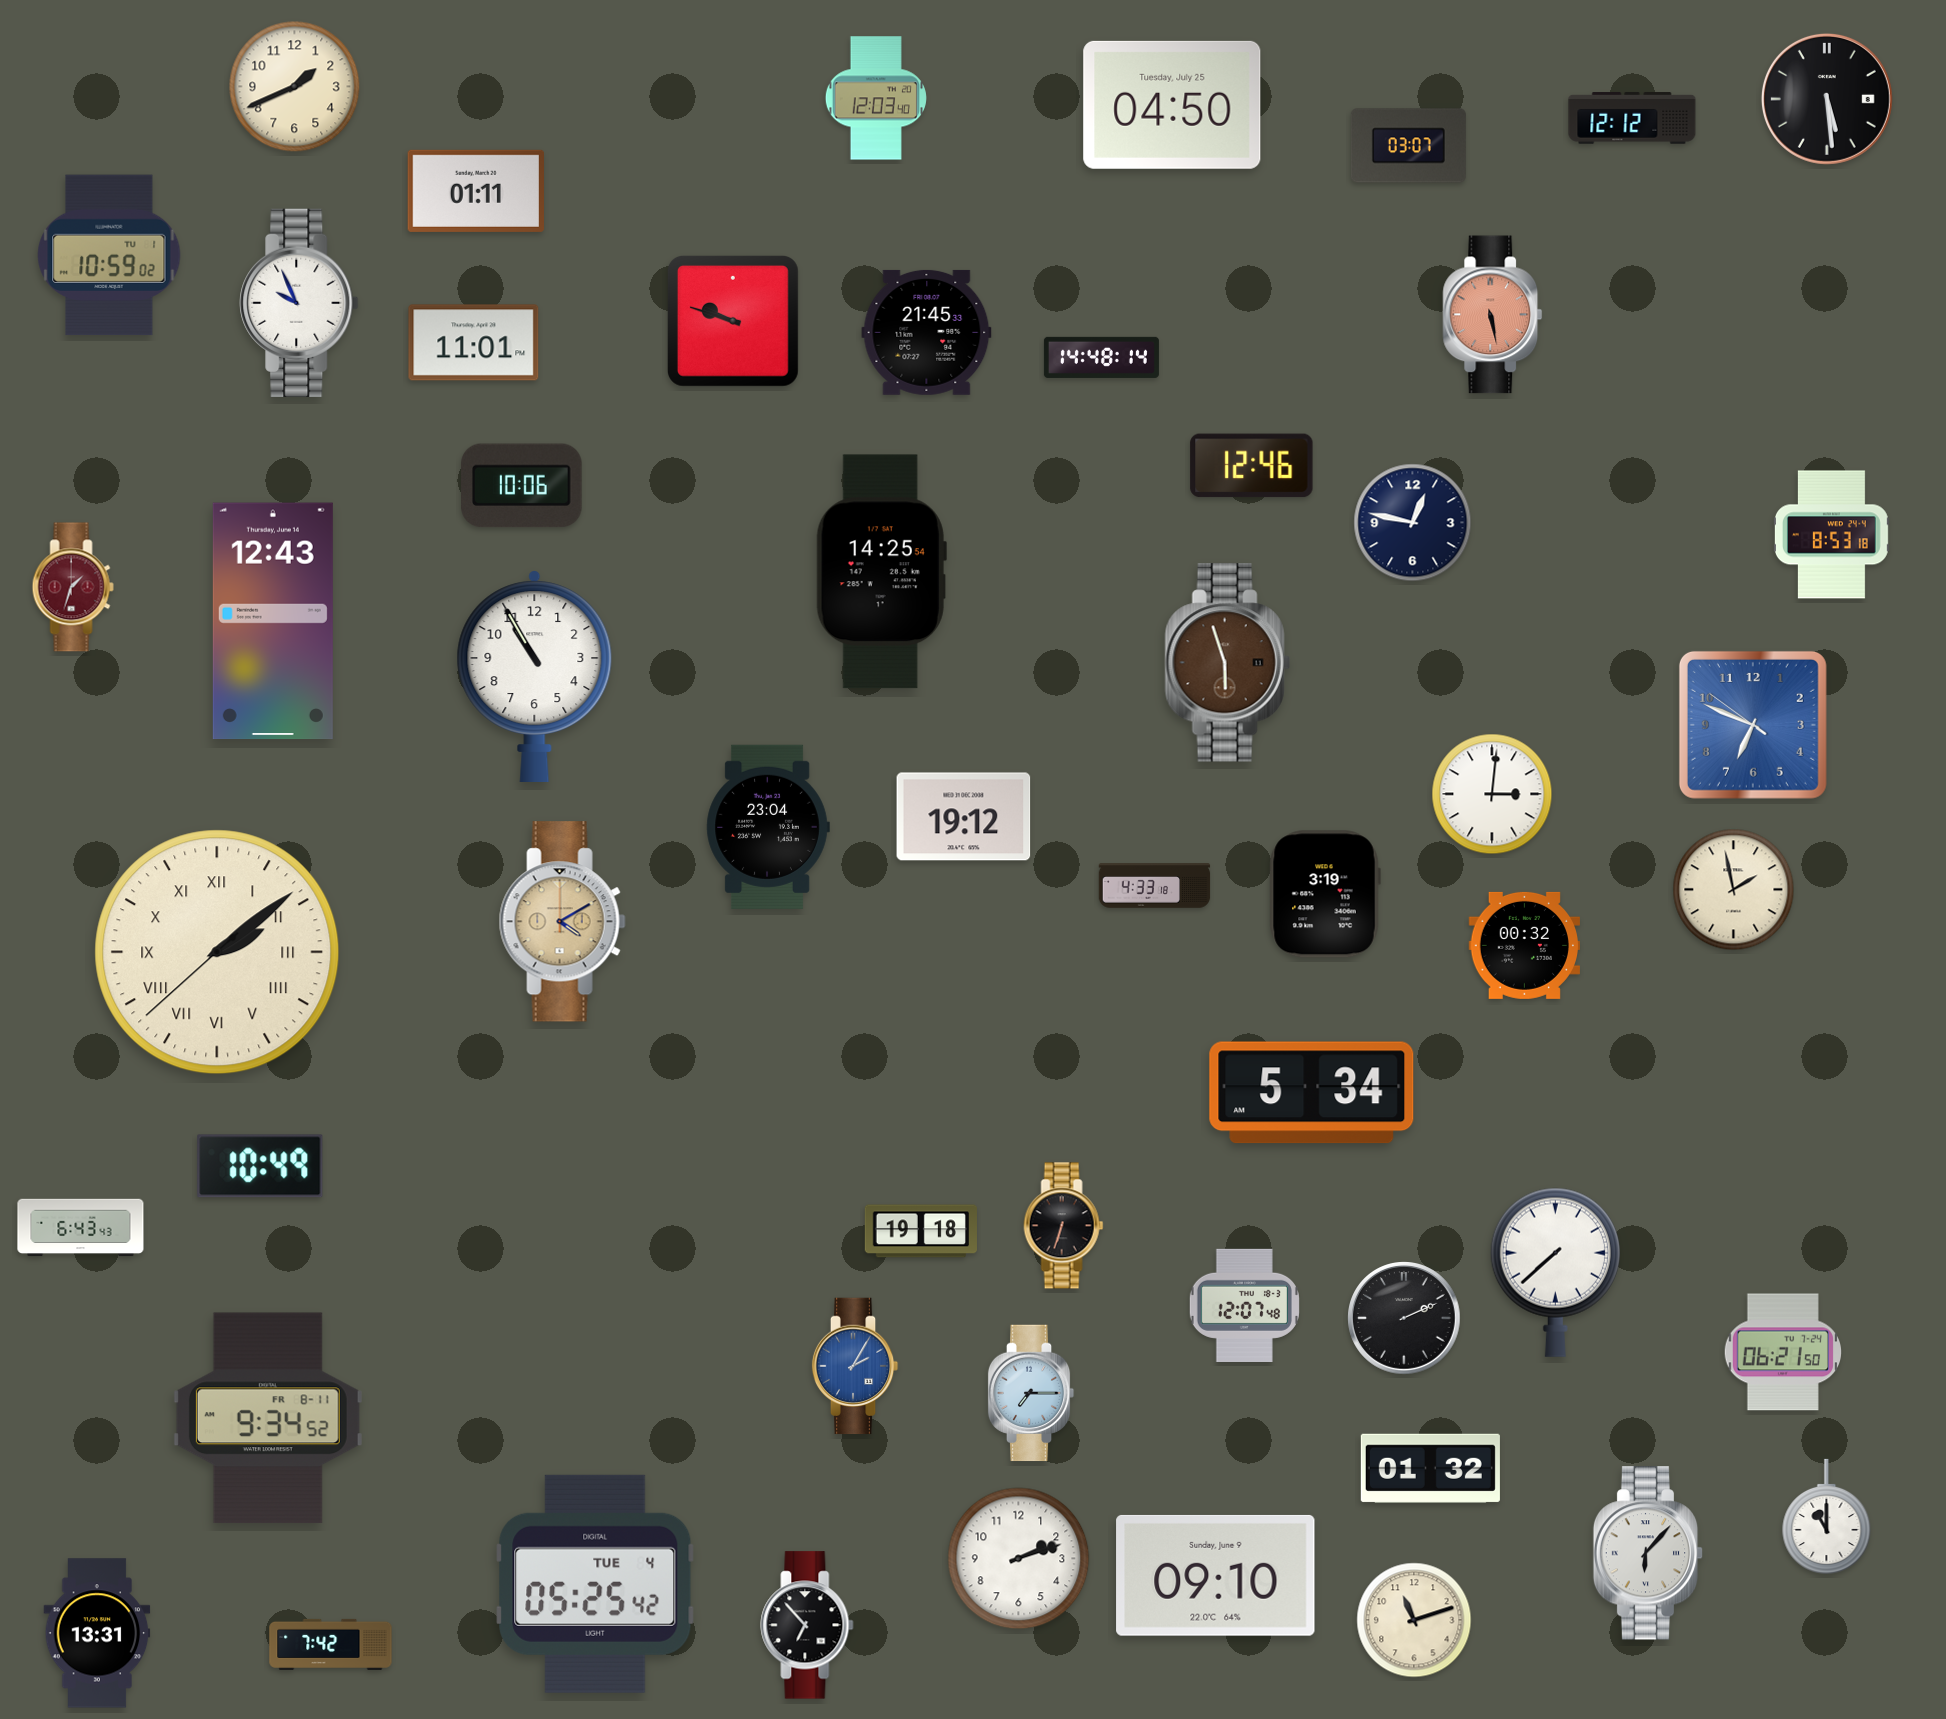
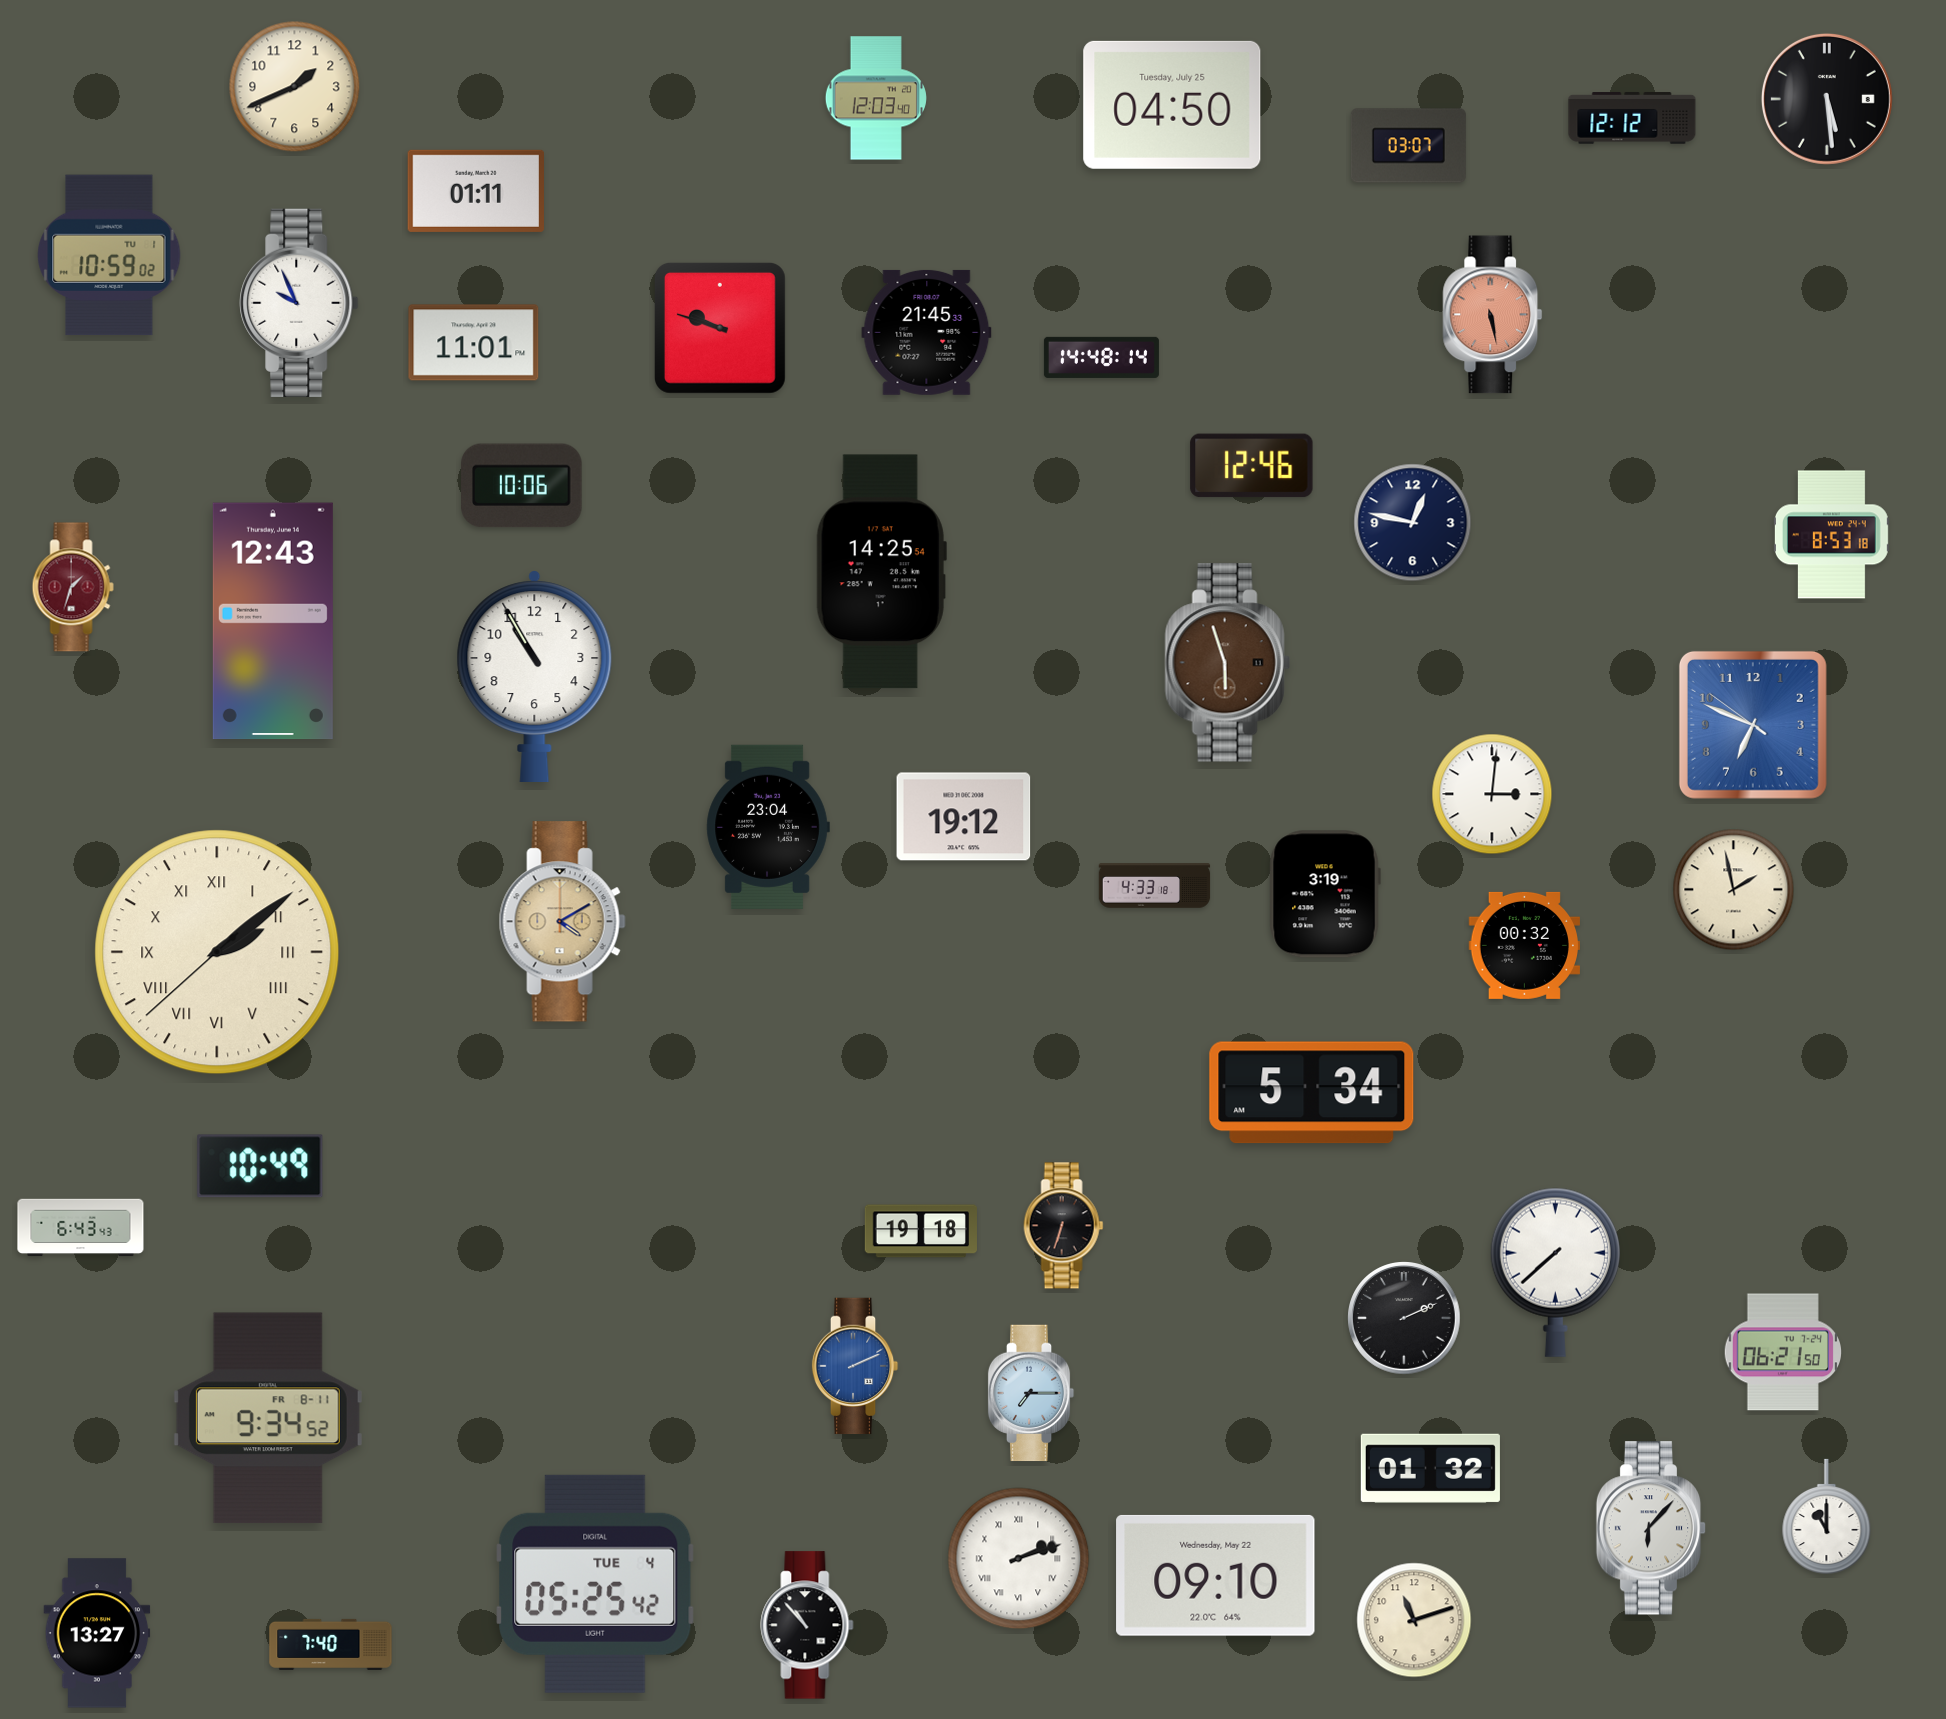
clock at (733, 321) position: (733, 321) -> (720, 328)
clock at (1244, 1305): 12:07 -> none
clock at (855, 1366): 2:05 -> 2:11
clock at (1648, 1553) position: (1648, 1553) -> (1651, 1528)
clock at (1019, 1559) numerals: Arabic -> Roman
clock at (1216, 1575) date: Sunday, June 9 -> Wednesday, May 22
clock at (807, 1625): 6:53 -> 10:53
clock at (97, 1633): 13:31 -> 13:27
clock at (331, 1644): 7:42 -> 7:40
